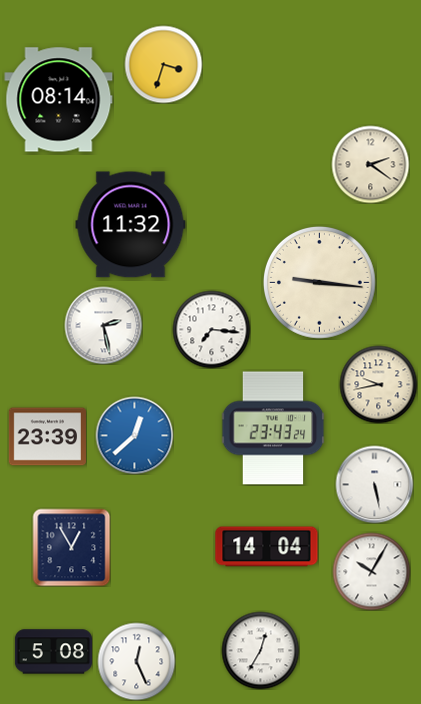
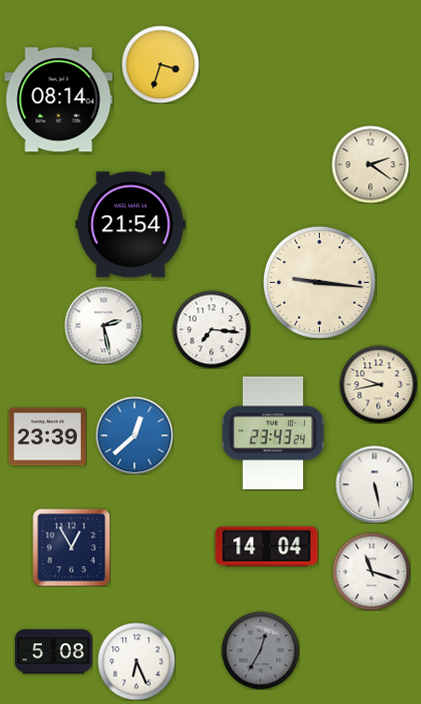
clock at (163, 64) position: (163, 64) -> (160, 64)
clock at (131, 225): 11:32 -> 21:54
clock at (273, 428) position: (273, 428) -> (273, 433)
clock at (371, 571): 10:05 -> 11:18
clock at (260, 650) dial: white -> grey
clock at (136, 661): 12:26 -> 6:26
